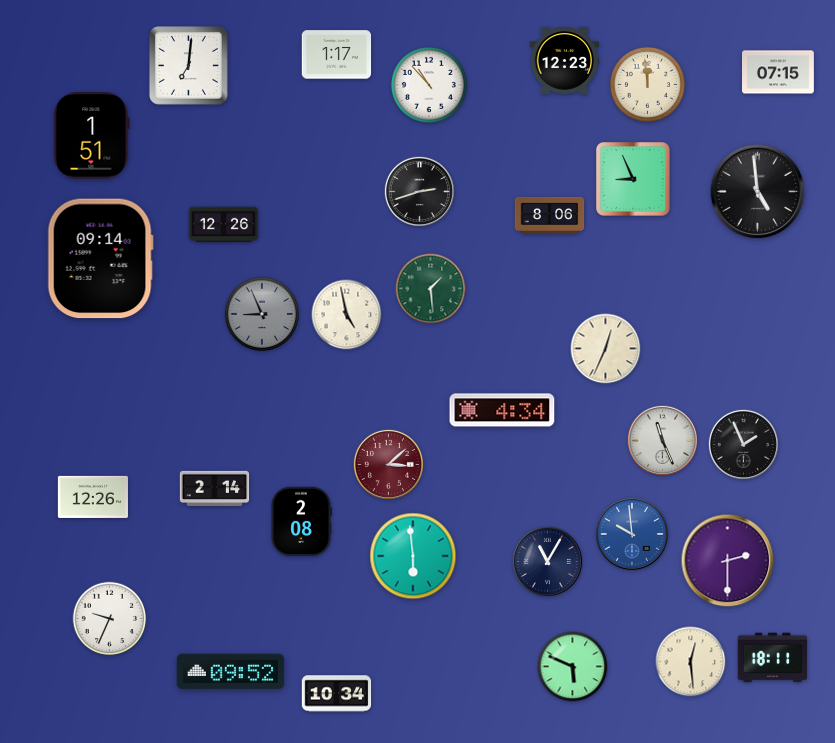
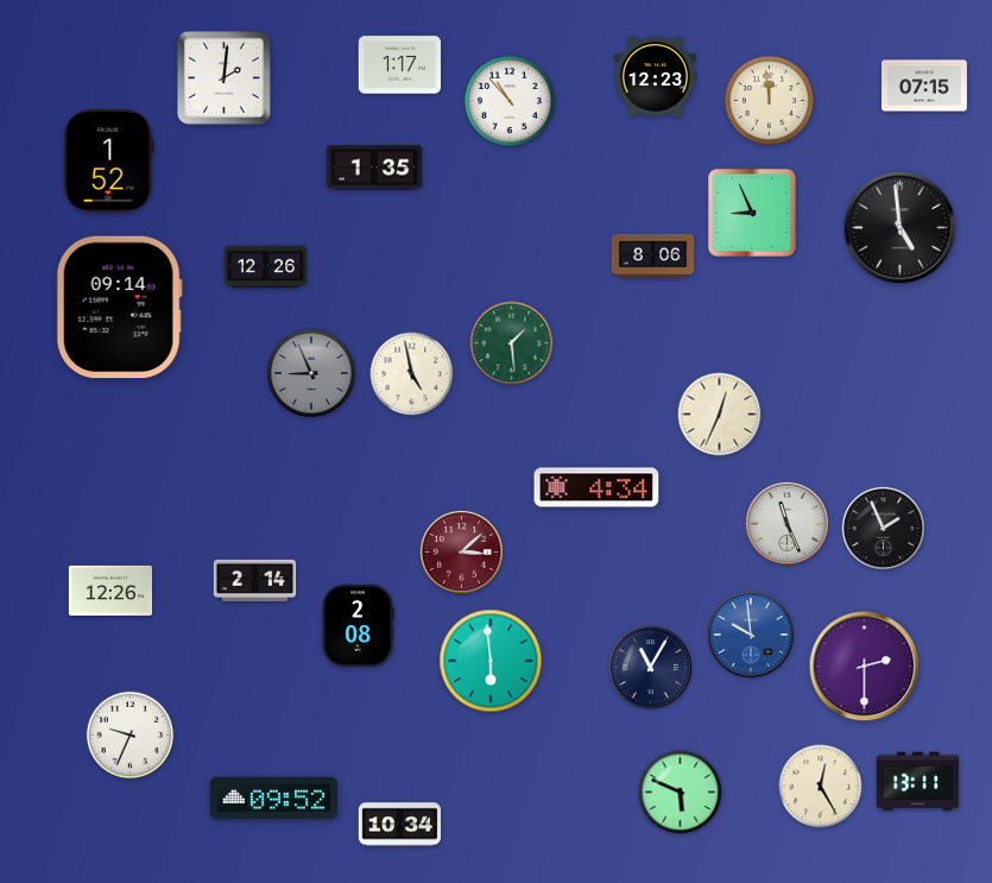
clock at (565, 61) position: (565, 61) -> (656, 77)
clock at (189, 65): 7:01 -> 2:01
clock at (92, 136): 1:51 -> 1:52
clock at (374, 168): none -> 1:35
clock at (419, 191): 2:42 -> none
clock at (301, 522) position: (301, 522) -> (358, 626)
clock at (773, 658): 18:11 -> 13:11
clock at (691, 662): 12:29 -> 12:25
